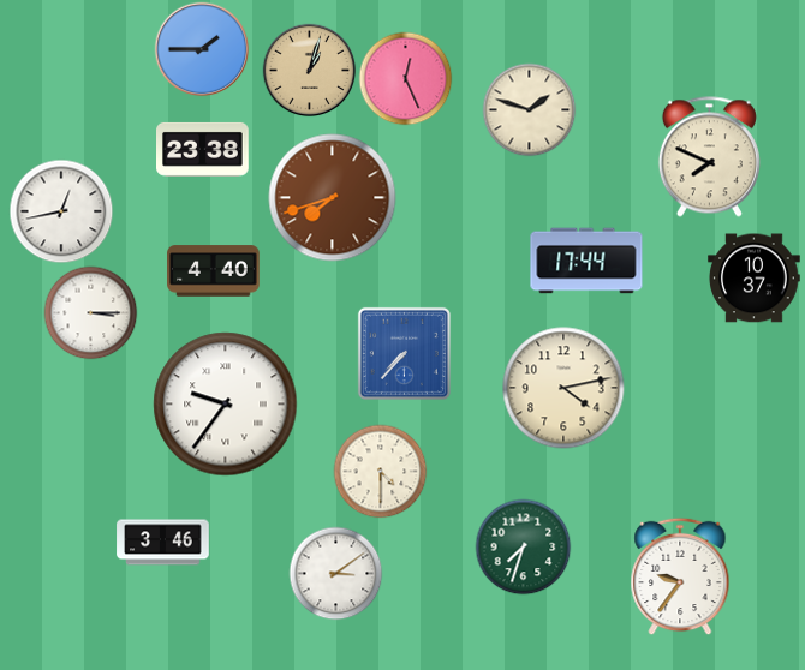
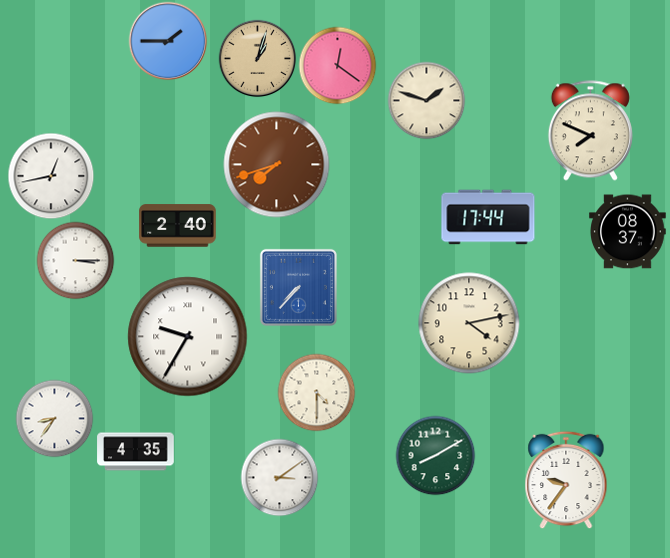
clock at (405, 78): 12:26 -> 12:21
clock at (529, 109) position: (529, 109) -> (426, 100)
clock at (203, 149): 23:38 -> none
clock at (214, 271): 4:40 -> 2:40
clock at (755, 279): 10:37 -> 08:37
clock at (404, 353) position: (404, 353) -> (298, 287)
clock at (226, 405): 9:36 -> 9:35
clock at (54, 418): none -> 8:36
clock at (163, 543): 3:46 -> 4:35
clock at (523, 546): 7:33 -> 8:10
